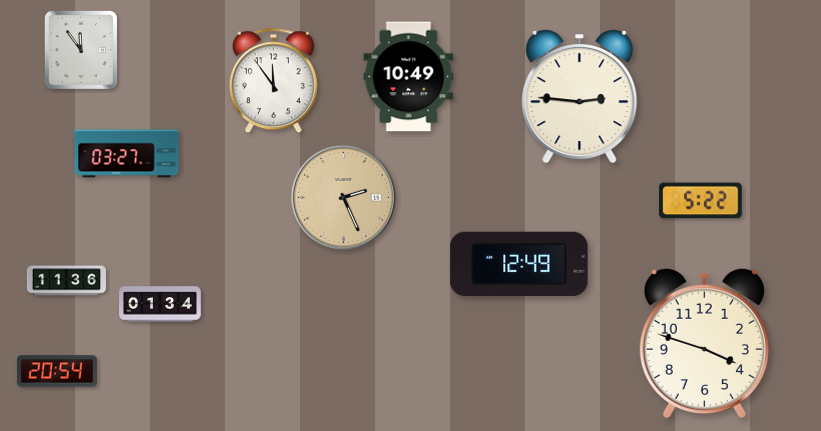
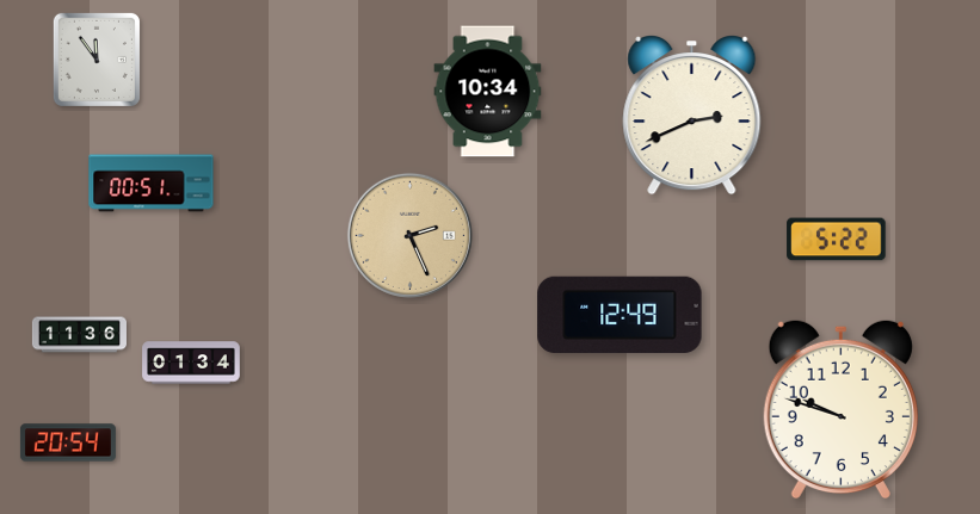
clock at (409, 77): 10:49 -> 10:34
clock at (273, 81): 11:54 -> none
clock at (580, 97): 2:46 -> 2:41
clock at (127, 154): 03:27 -> 00:51
clock at (704, 343): 3:48 -> 9:48
